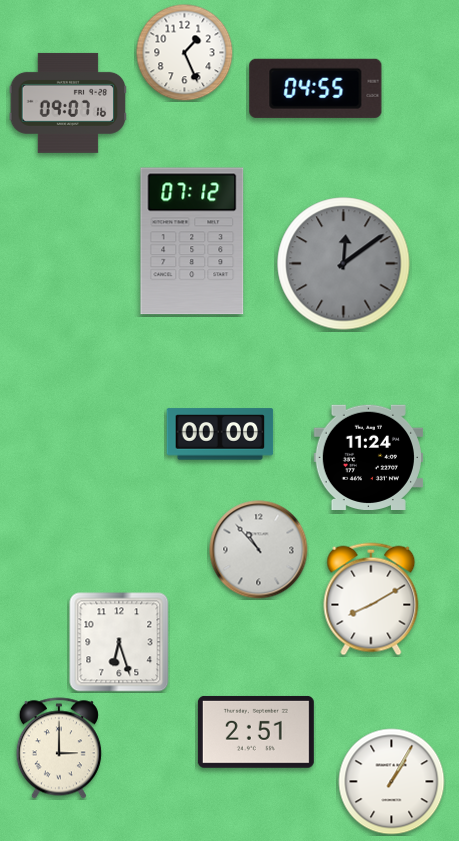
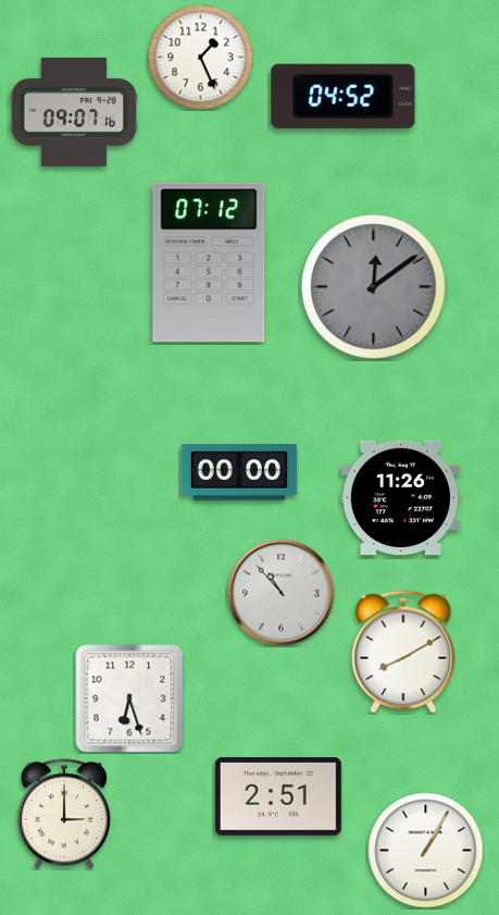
clock at (316, 88): 04:55 -> 04:52
clock at (368, 457): 11:24 -> 11:26
clock at (259, 550) position: (259, 550) -> (282, 593)
